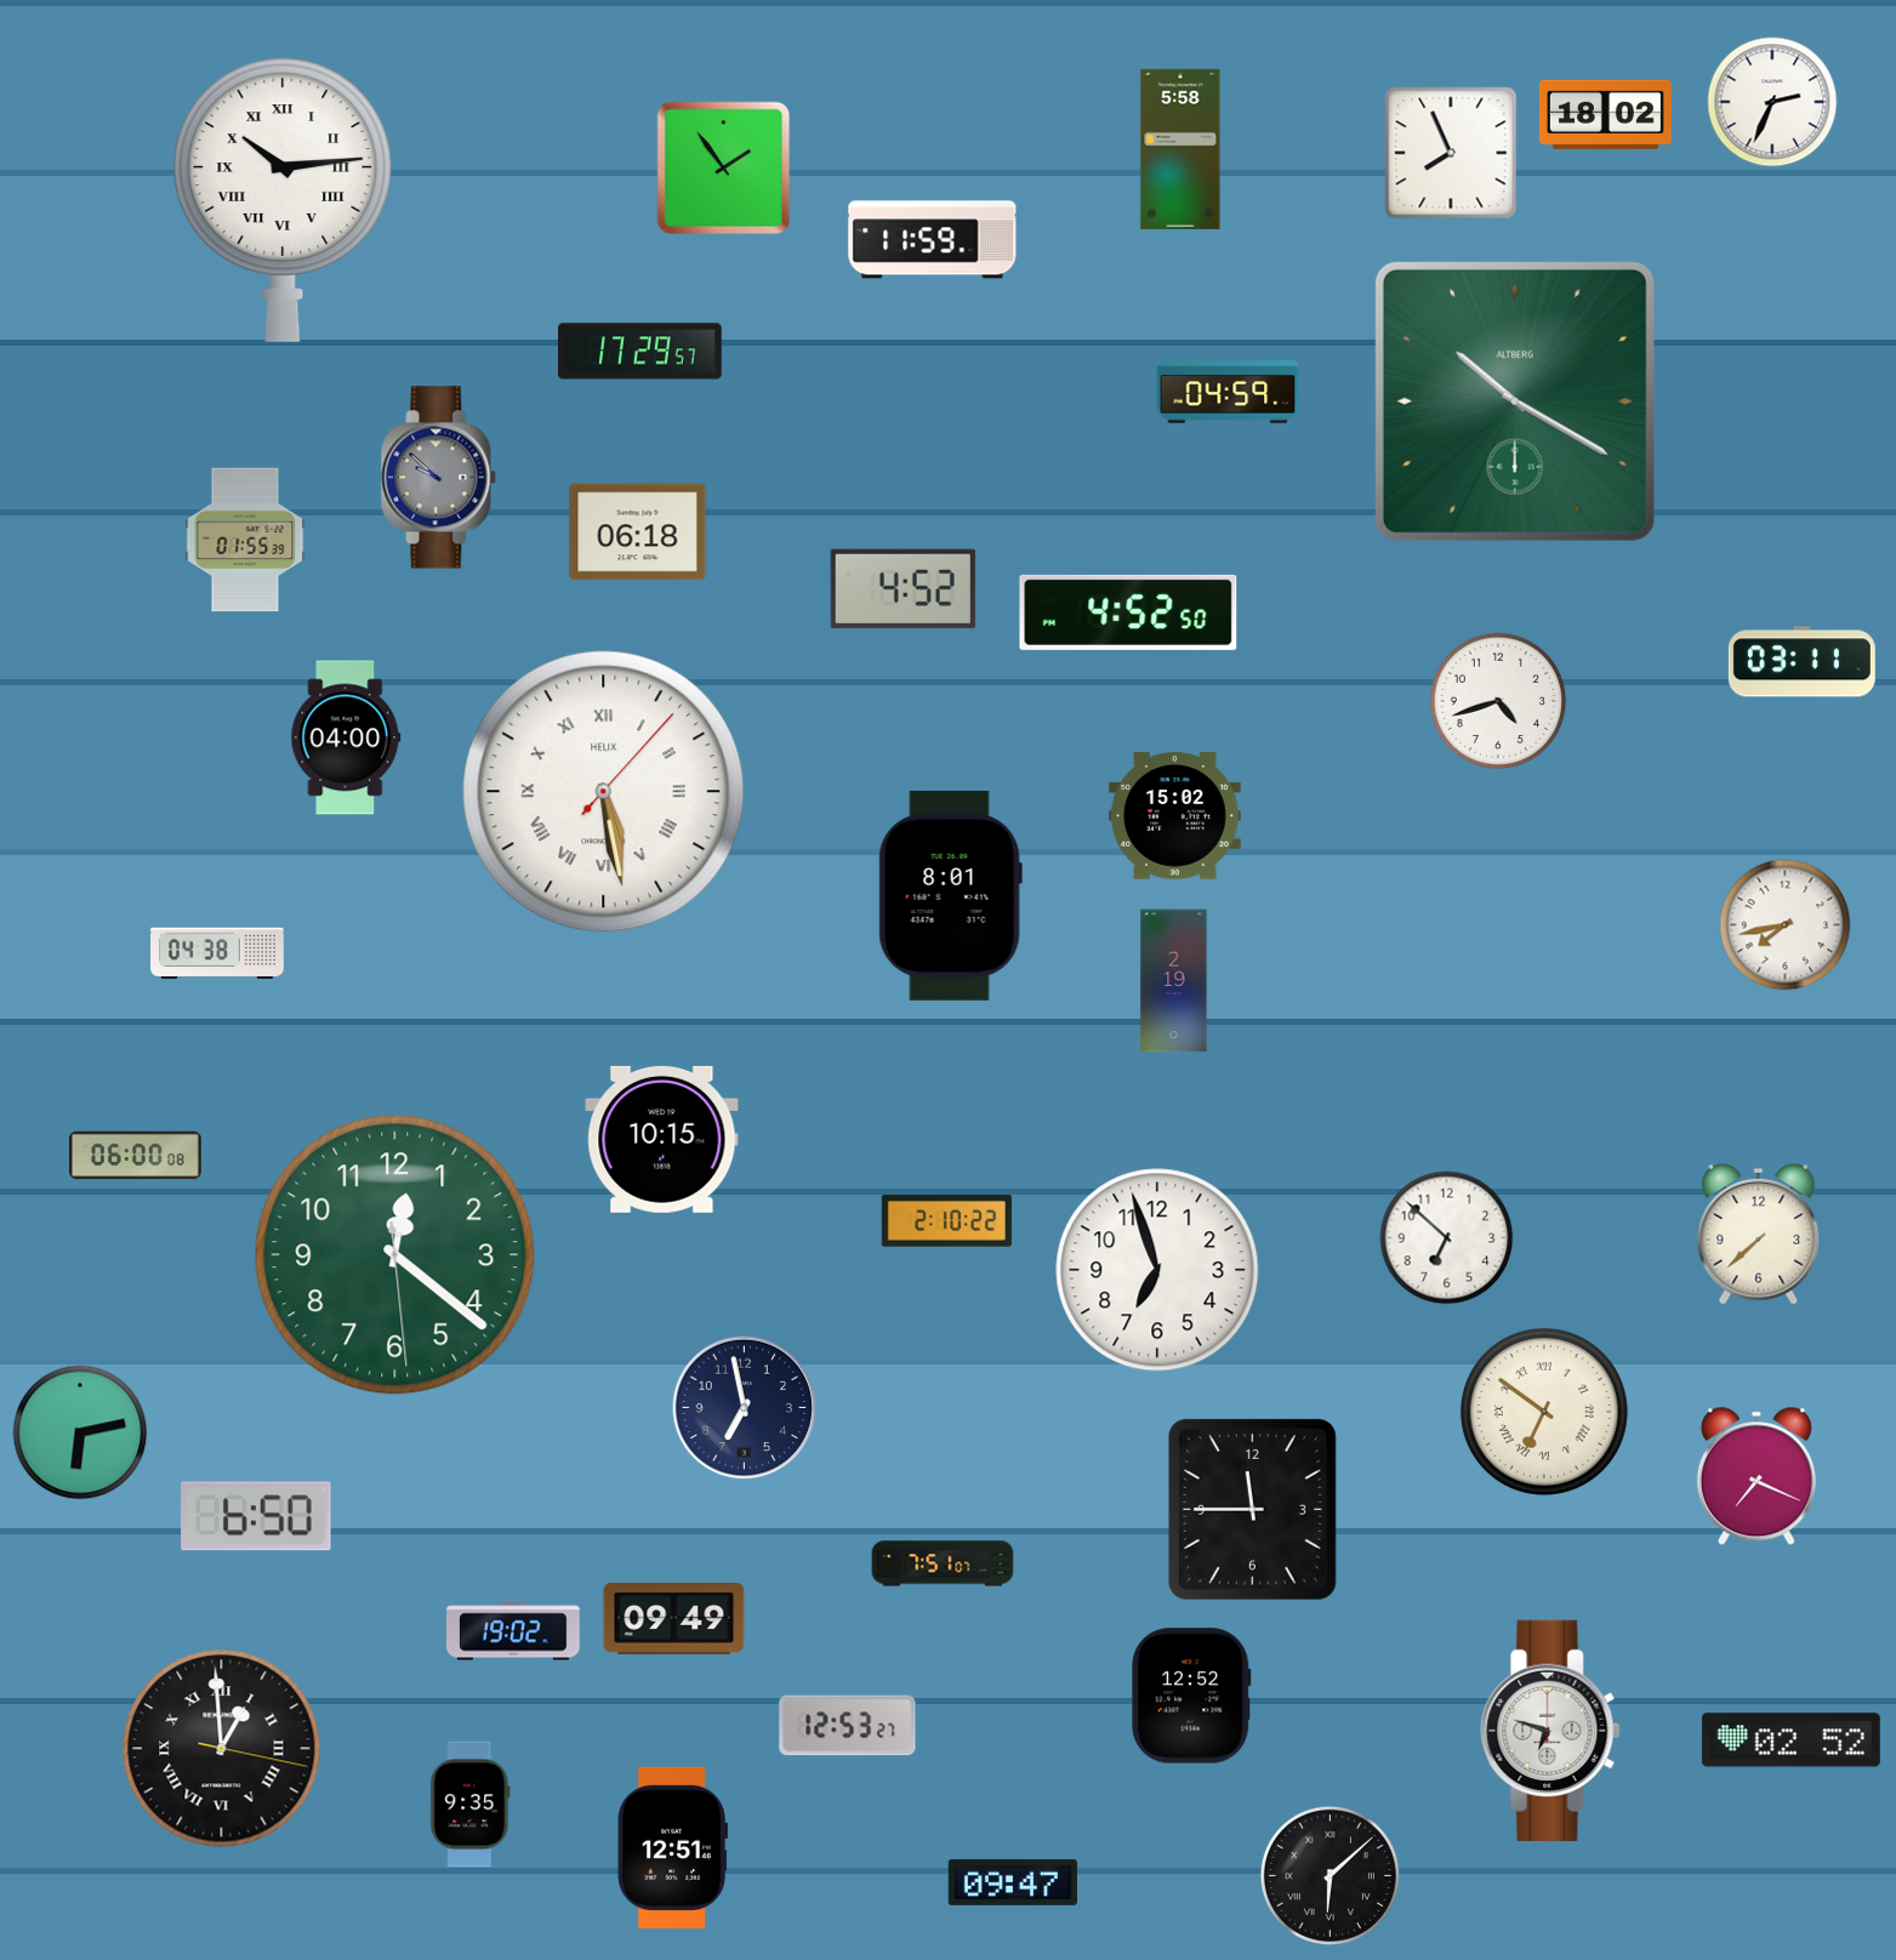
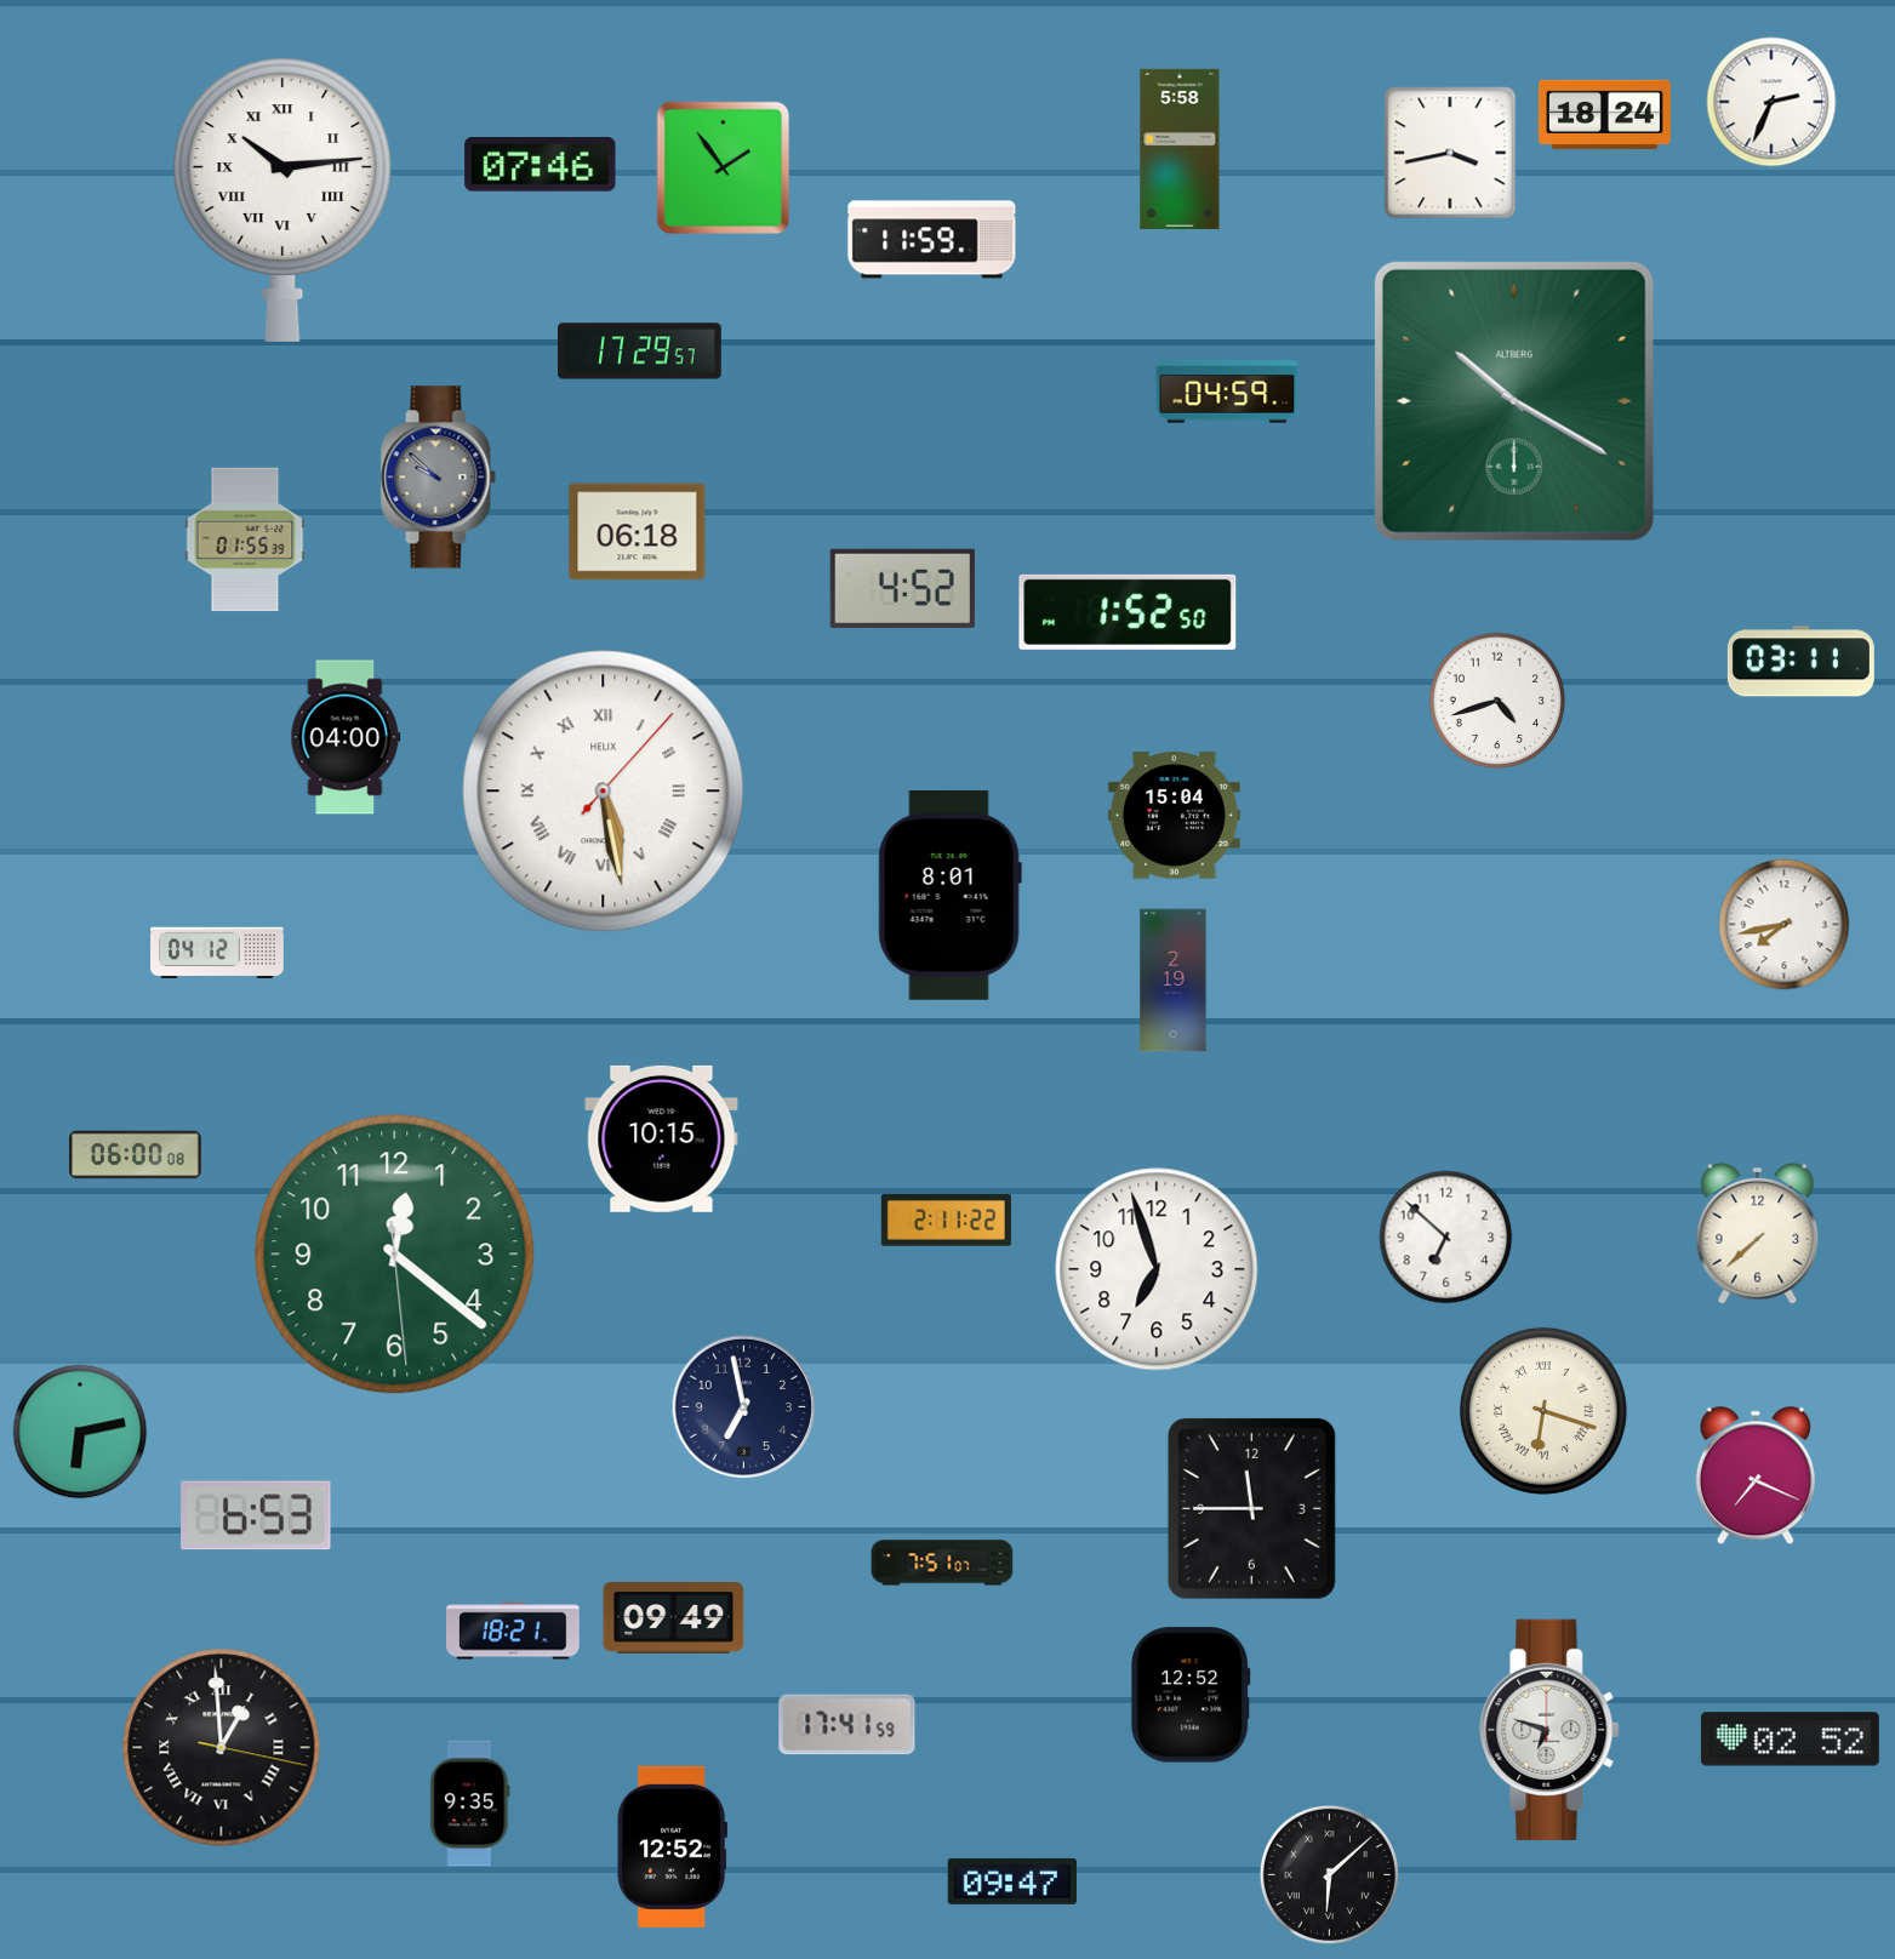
clock at (1605, 114): 18:02 -> 18:24
clock at (1451, 153): 7:56 -> 3:43
clock at (541, 165): none -> 07:46
clock at (1128, 612): 4:52 -> 1:52
clock at (1174, 816): 15:02 -> 15:04
clock at (217, 952): 04:38 -> 04:12
clock at (946, 1221): 2:10 -> 2:11
clock at (1544, 1412): 6:51 -> 6:18
clock at (256, 1516): 6:50 -> 6:53
clock at (513, 1631): 19:02 -> 18:21
clock at (848, 1726): 12:53 -> 17:41
clock at (672, 1847): 12:51 -> 12:52
